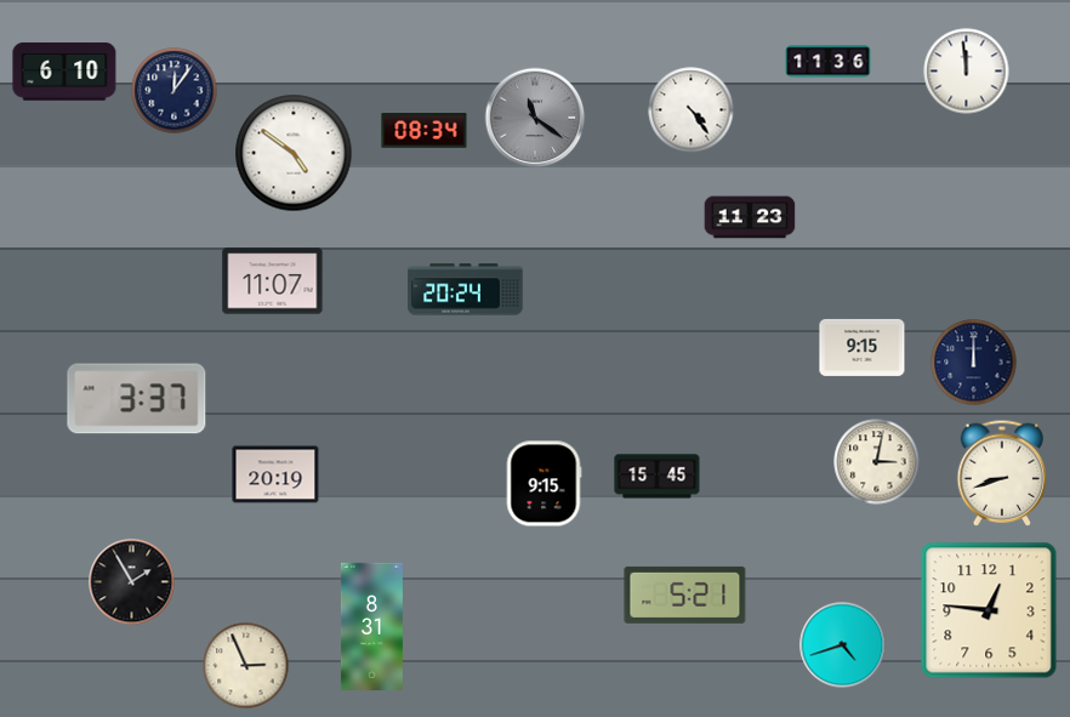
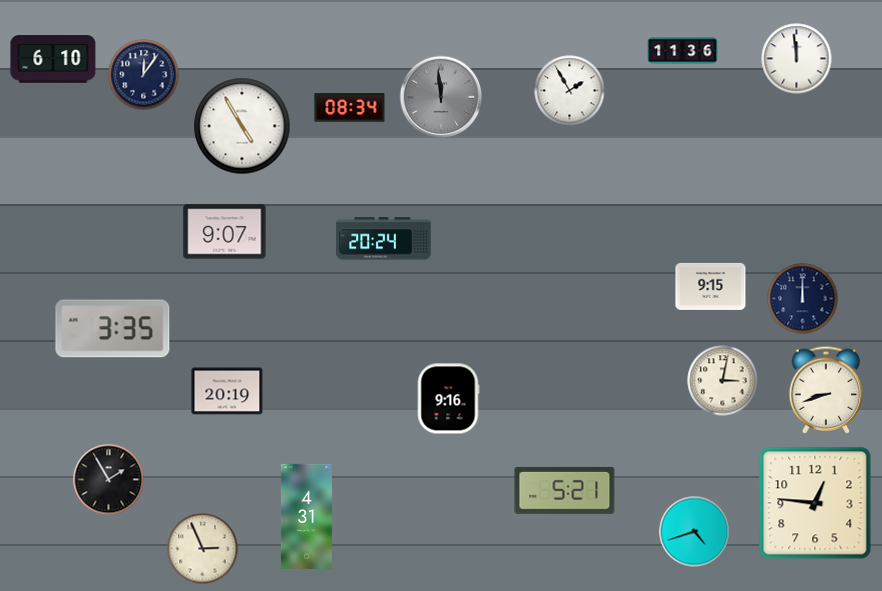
clock at (691, 110): 4:24 -> 1:55
clock at (535, 118): 11:21 -> 11:59
clock at (294, 153): 4:51 -> 4:55
clock at (750, 217): 11:23 -> none
clock at (273, 281): 11:07 -> 9:07
clock at (137, 399): 3:37 -> 3:35
clock at (658, 477): 15:45 -> none
clock at (543, 484): 9:15 -> 9:16
clock at (371, 626): 8:31 -> 4:31
